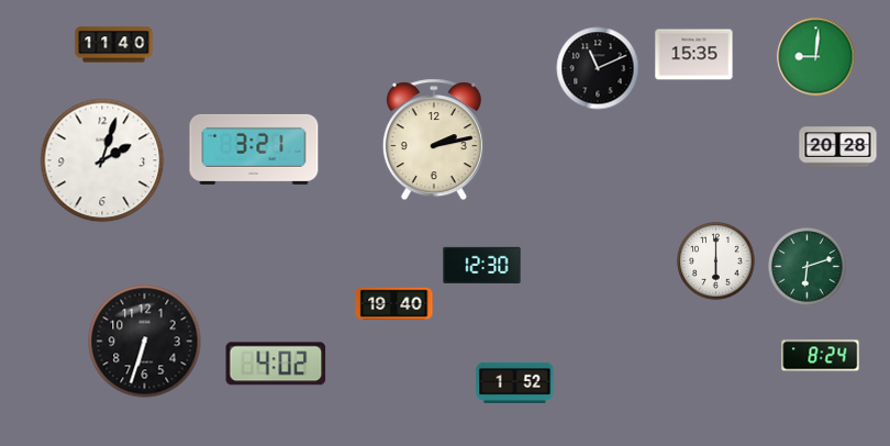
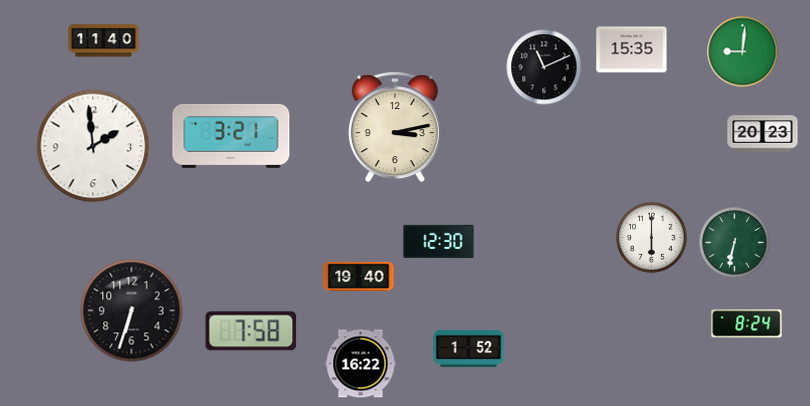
clock at (598, 68) position: (598, 68) -> (544, 67)
clock at (434, 140): 2:13 -> 3:13
clock at (838, 147): 20:28 -> 20:23
clock at (102, 160): 2:03 -> 1:59
clock at (808, 267): 6:12 -> 6:32
clock at (276, 364): 4:02 -> 7:58
clock at (361, 364): none -> 16:22
